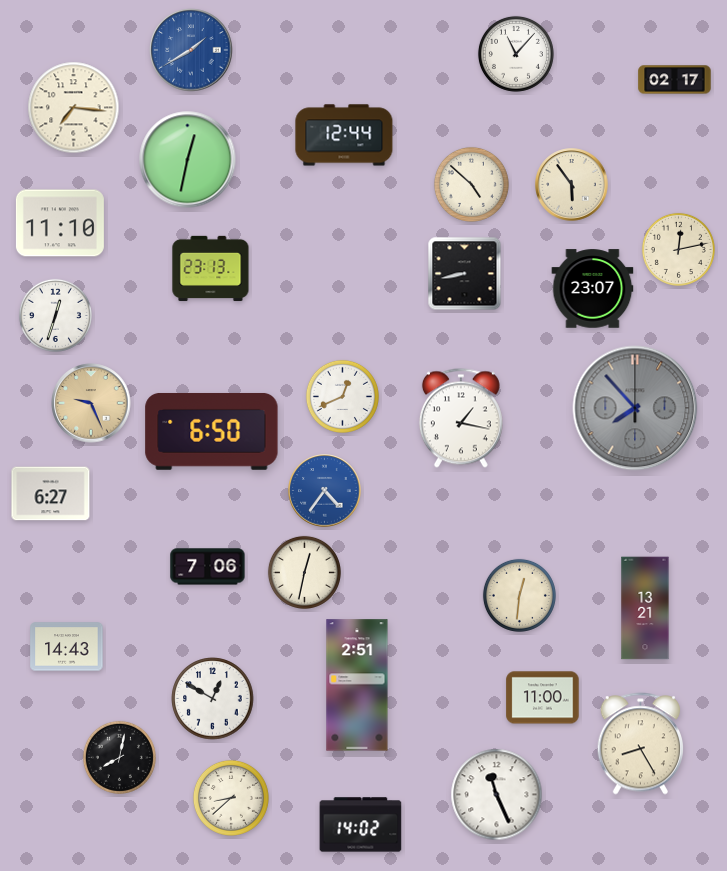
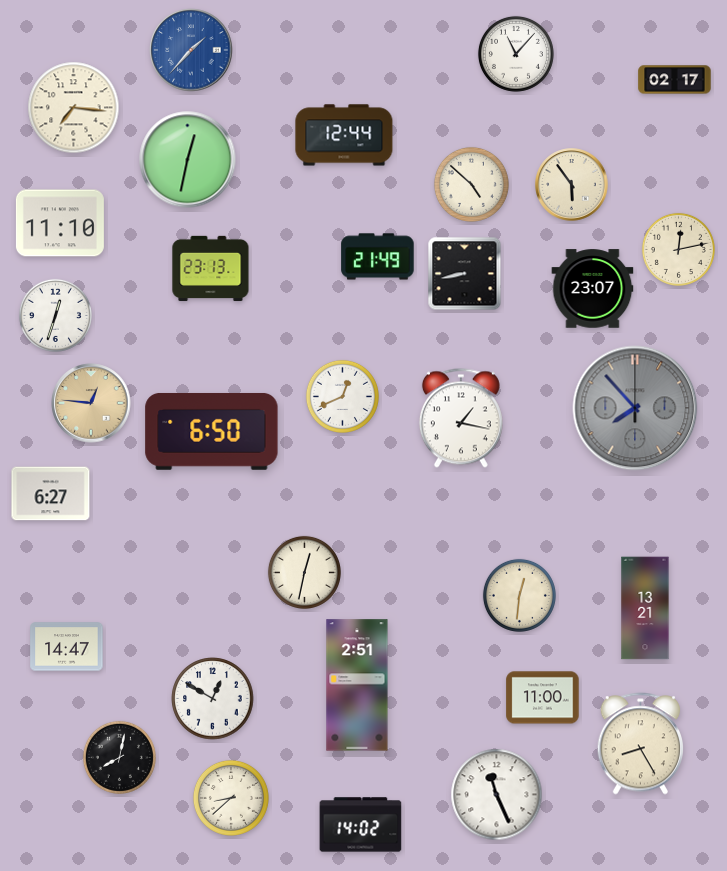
clock at (191, 50): 1:40 -> 1:37
clock at (378, 257): none -> 21:49
clock at (91, 403): 9:26 -> 12:46
clock at (325, 491): 4:36 -> none
clock at (208, 567): 7:06 -> none
clock at (67, 647): 14:43 -> 14:47
